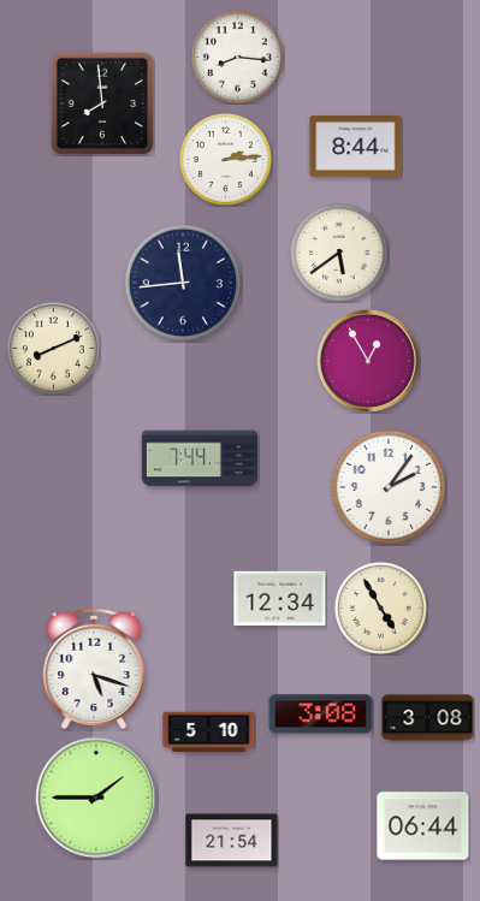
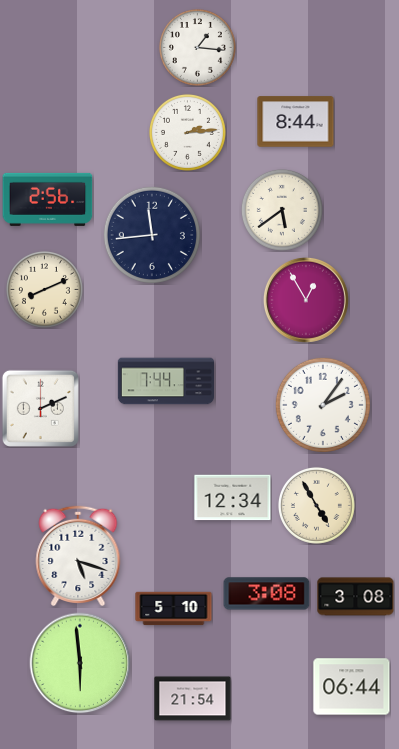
clock at (237, 57): 8:16 -> 1:16
clock at (102, 103): 7:59 -> none
clock at (48, 199): none -> 2:56
clock at (40, 408): none -> 2:11
clock at (96, 798): 1:45 -> 5:59
